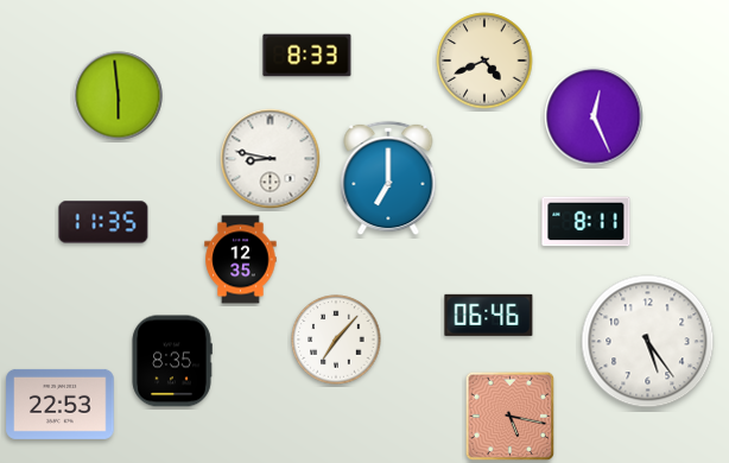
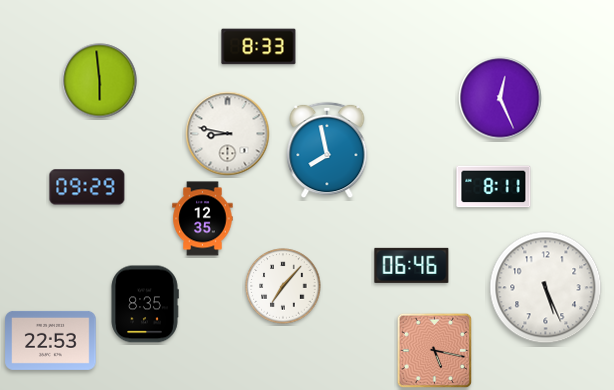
clock at (484, 61): 4:41 -> none
clock at (388, 178): 7:00 -> 7:58
clock at (103, 222): 11:35 -> 09:29
clock at (648, 342): 5:24 -> 5:26
clock at (511, 417) position: (511, 417) -> (435, 351)
